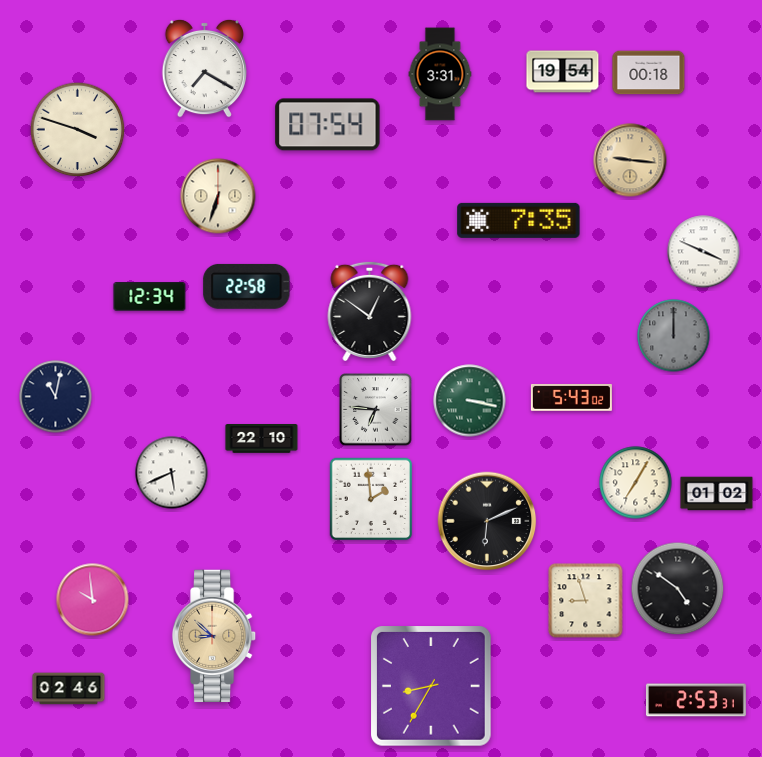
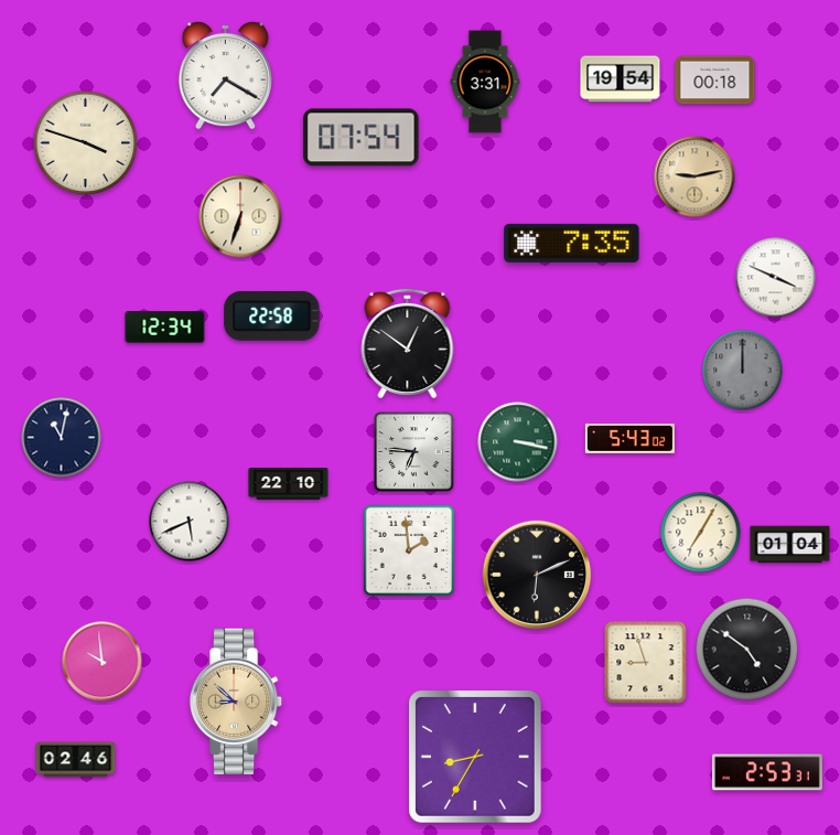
clock at (630, 160): 9:16 -> 9:13
clock at (717, 494): 01:02 -> 01:04
